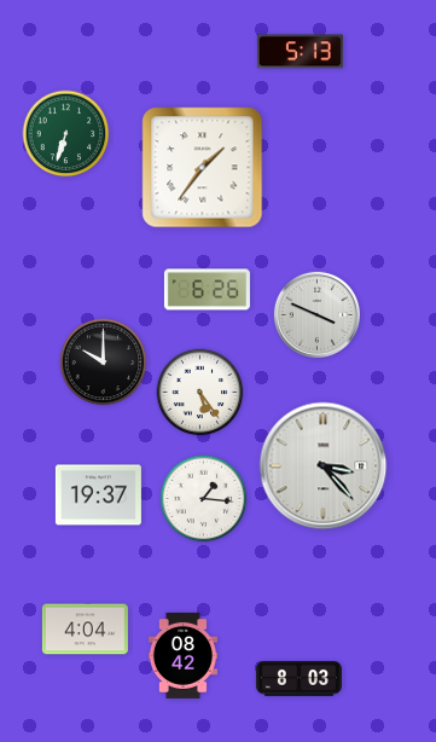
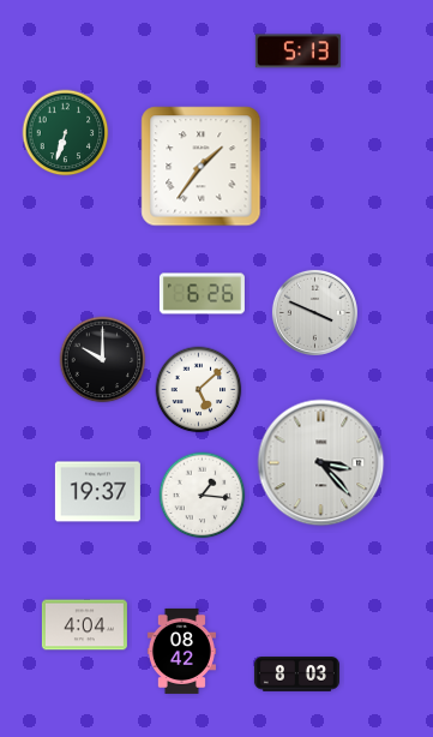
clock at (207, 290) position: (207, 290) -> (202, 294)
clock at (200, 393): 5:24 -> 5:08
